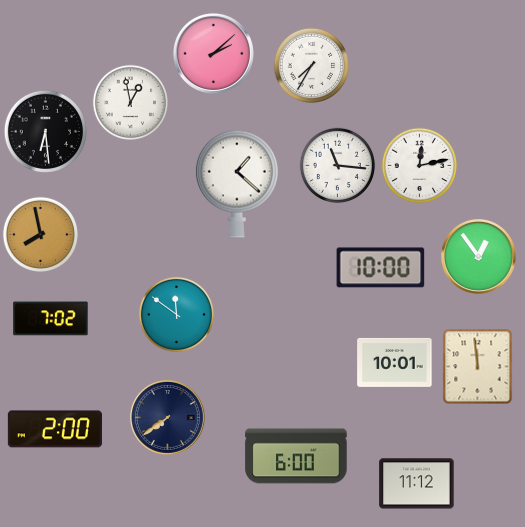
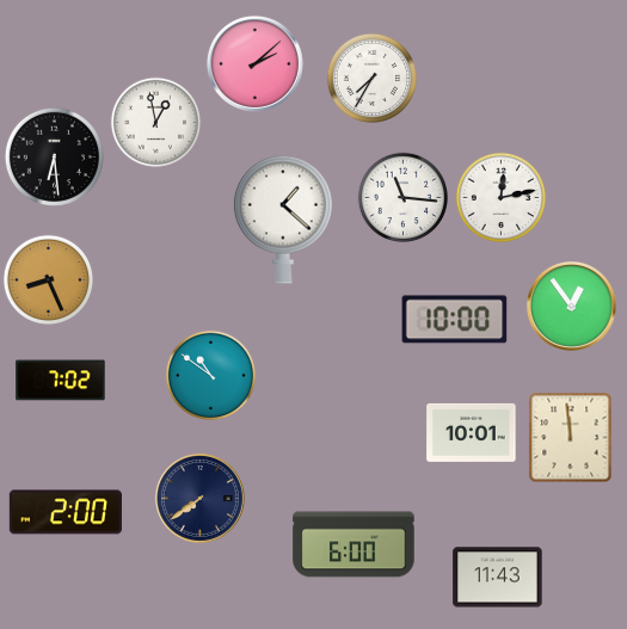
clock at (41, 235): 7:58 -> 8:26
clock at (177, 315): 11:51 -> 10:51
clock at (417, 484): 11:12 -> 11:43
